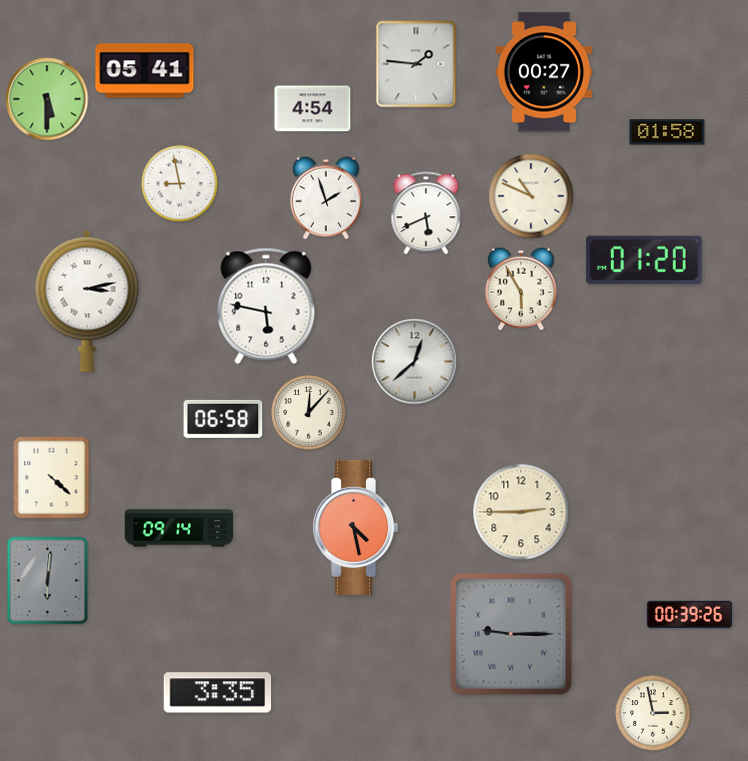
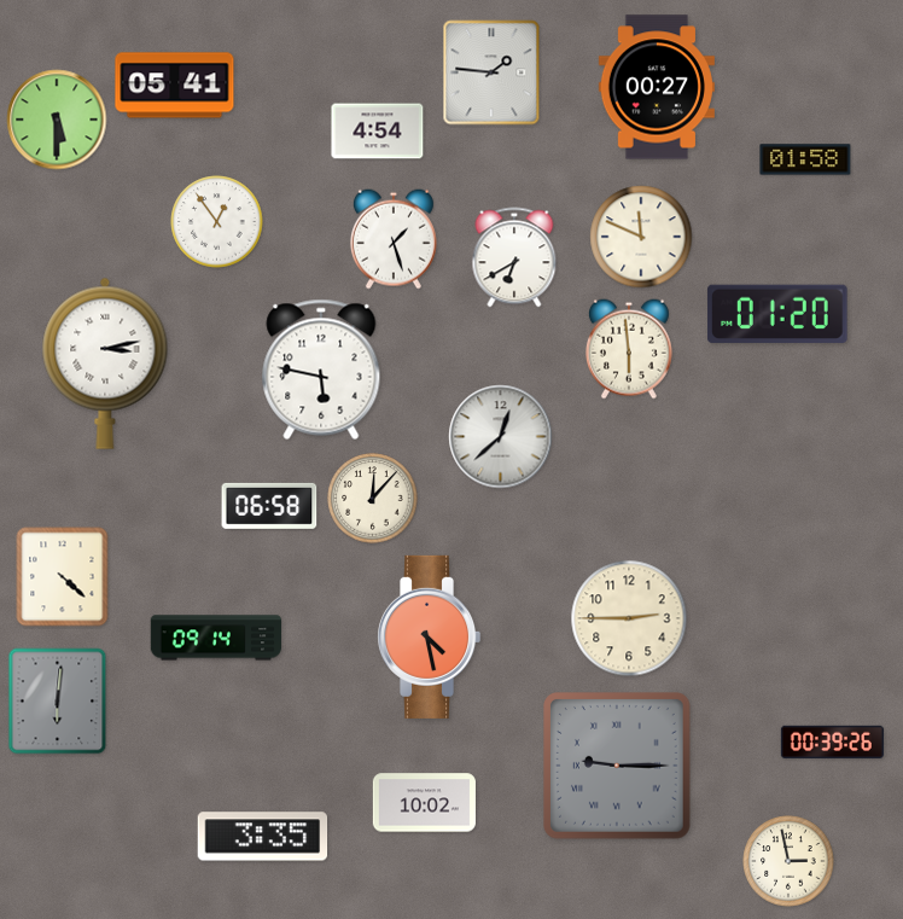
clock at (416, 64) position: (416, 64) -> (491, 72)
clock at (180, 184): 8:58 -> 12:54
clock at (531, 196): 10:49 -> 11:49
clock at (326, 198): 1:57 -> 1:27
clock at (426, 213): 5:41 -> 6:40
clock at (521, 289): 5:55 -> 5:59
clock at (424, 803): none -> 10:02
